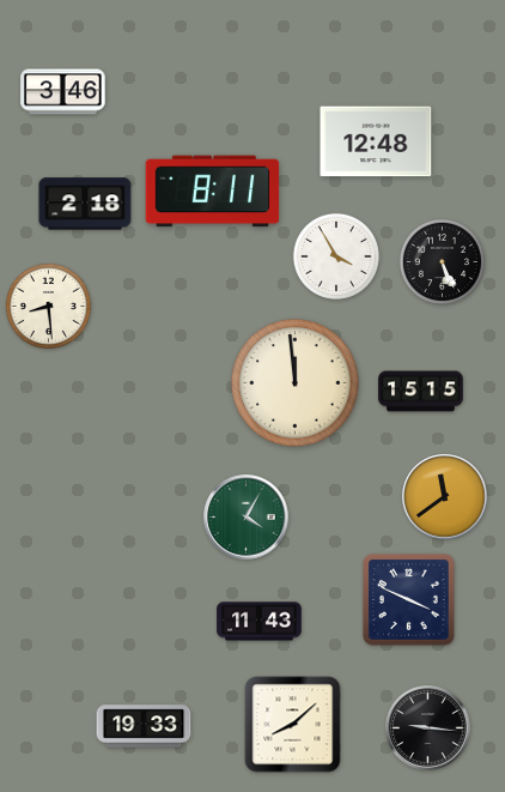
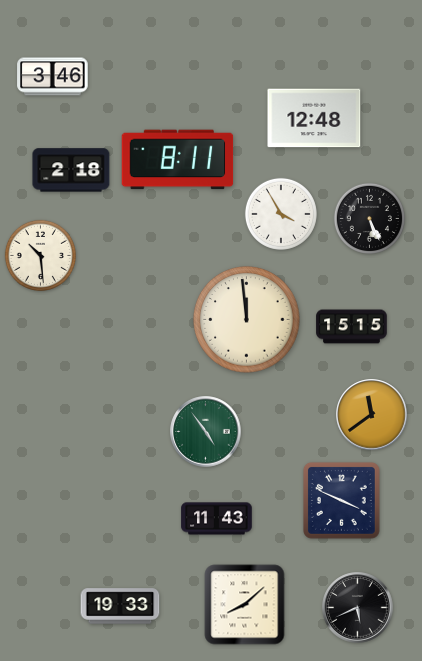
clock at (48, 306): 8:29 -> 10:29
clock at (247, 518): 4:05 -> 4:54
clock at (428, 728): 9:16 -> 5:41
